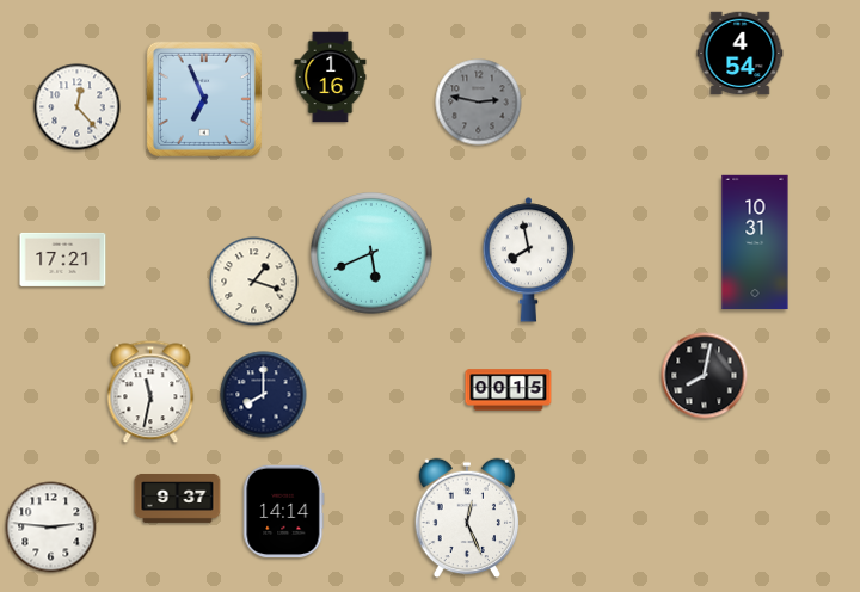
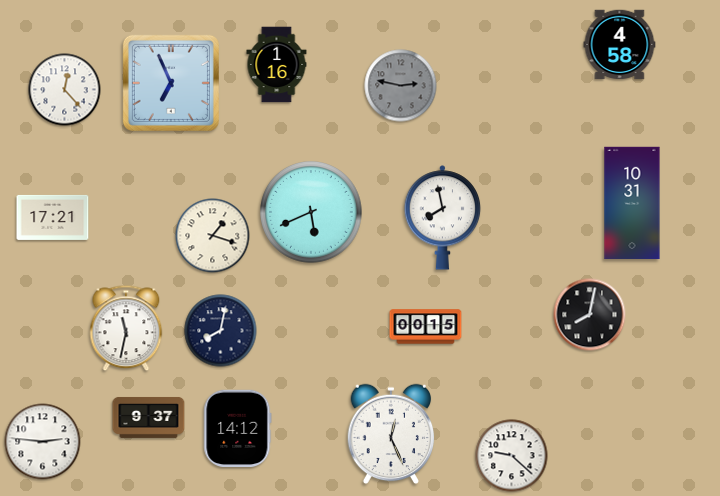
clock at (741, 54): 4:54 -> 4:58
clock at (264, 395): 8:00 -> 8:02
clock at (284, 511): 14:14 -> 14:12
clock at (512, 456): none -> 9:22
